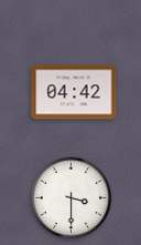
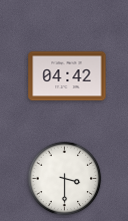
clock at (74, 92) position: (74, 92) -> (67, 76)
